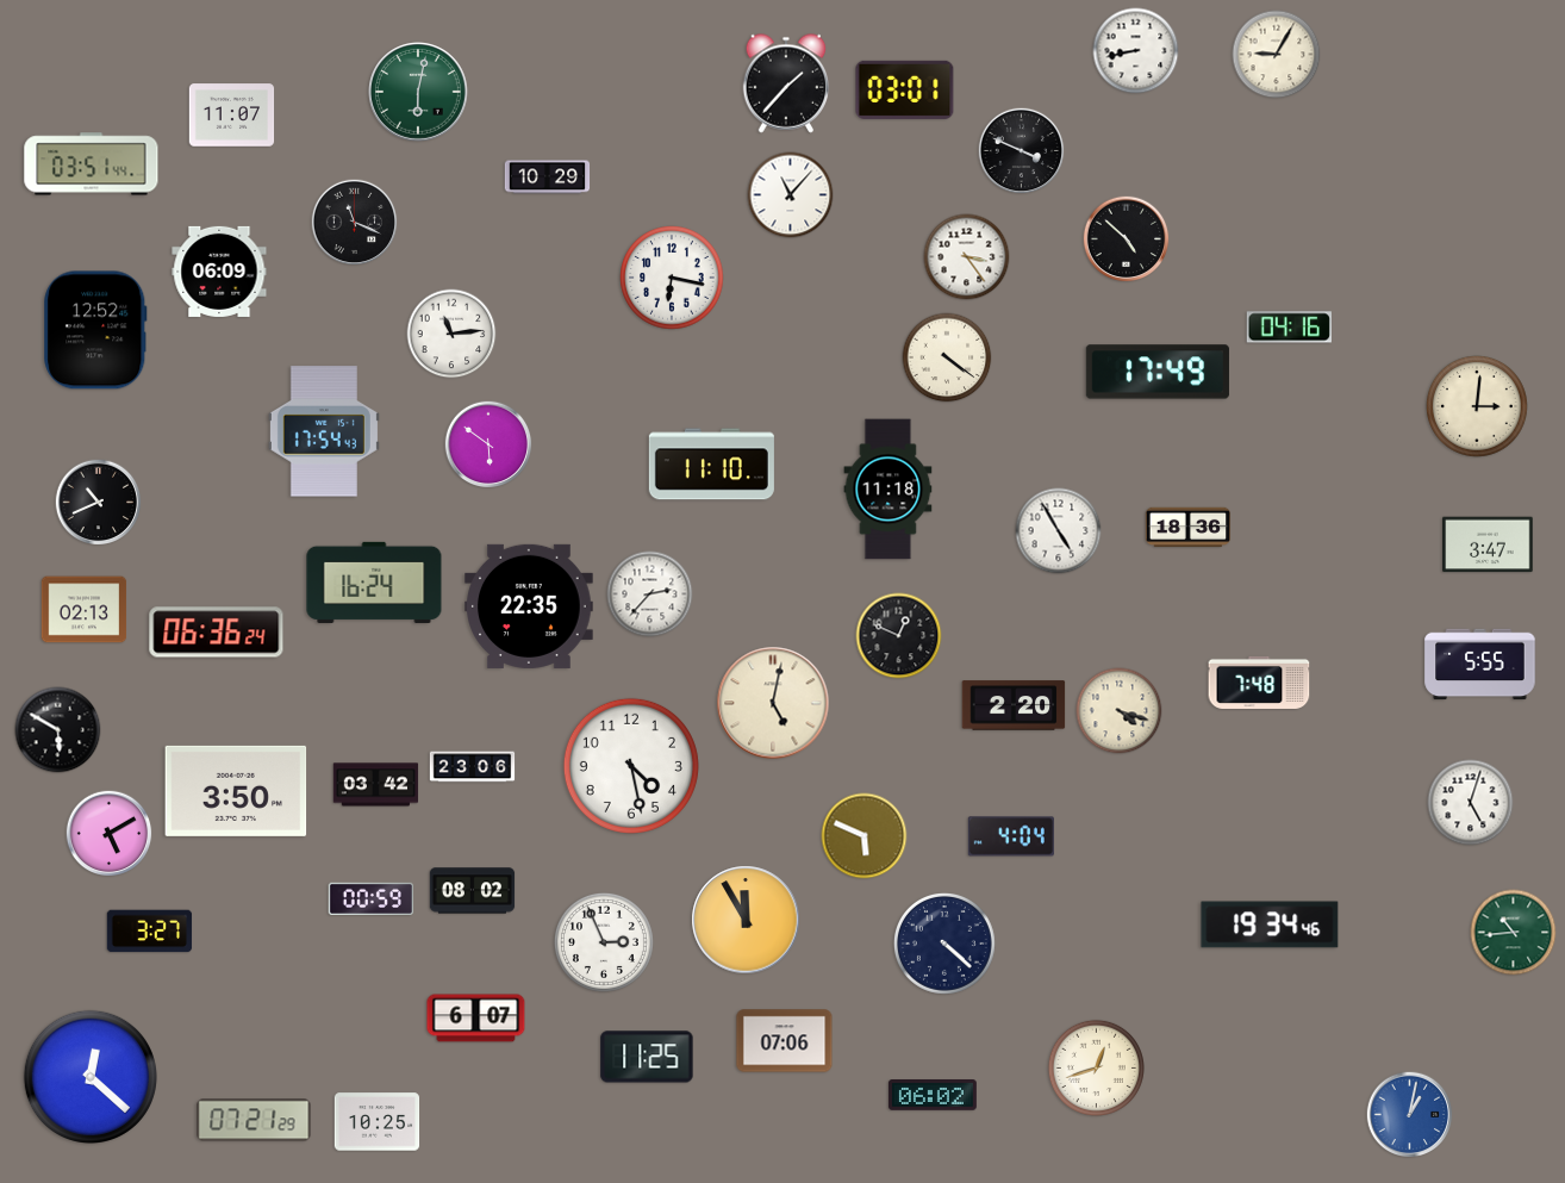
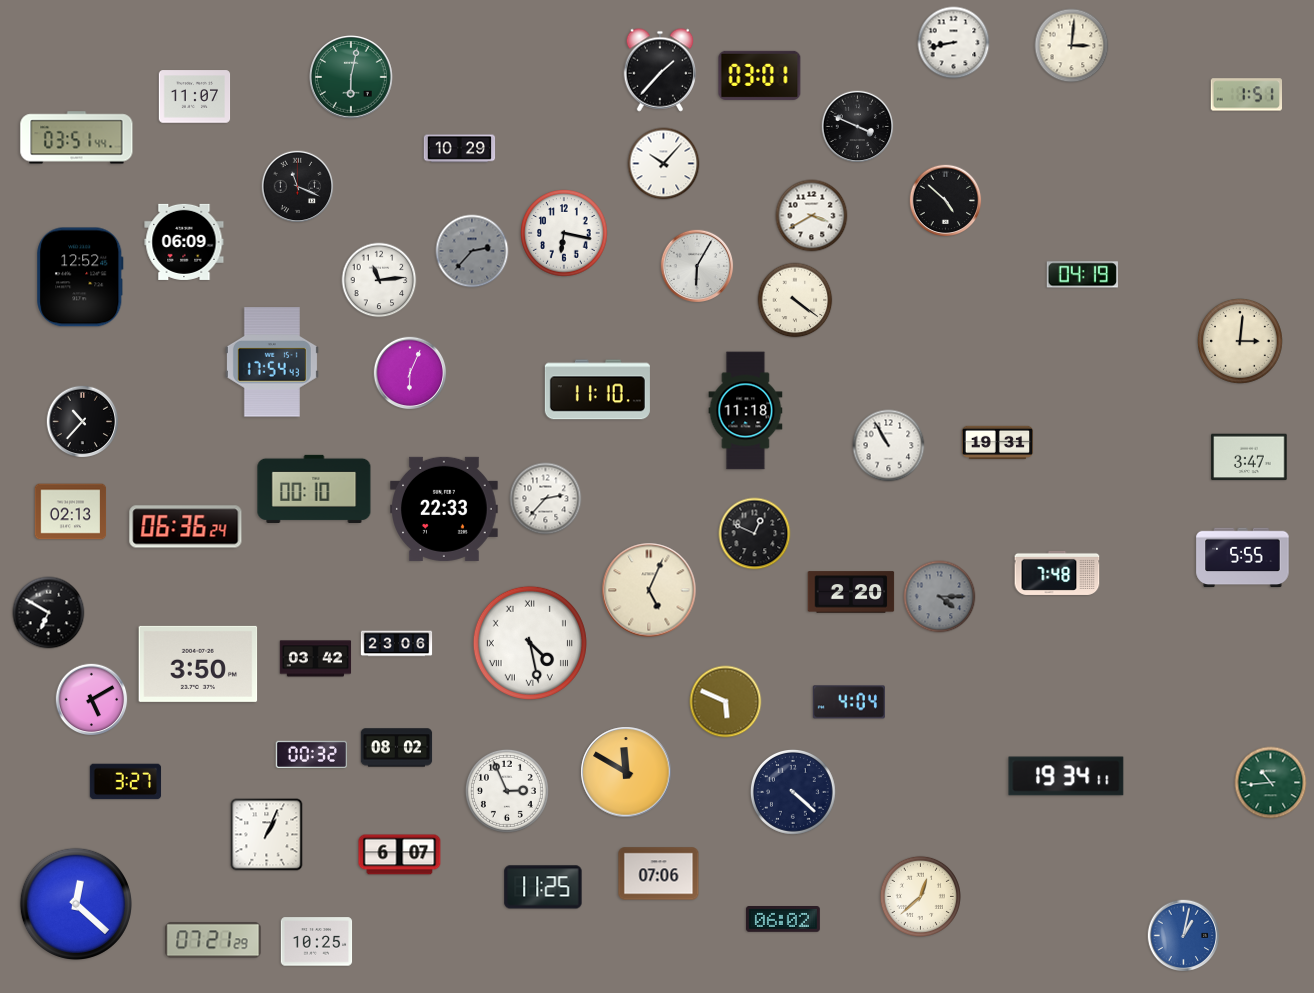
clock at (1277, 55): 9:05 -> 3:01
clock at (1246, 95): none -> 1:51
clock at (791, 195): 11:07 -> 10:07
clock at (967, 257): 3:24 -> 3:40
clock at (219, 272) position: (219, 272) -> (184, 242)
clock at (472, 251): none -> 2:37
clock at (697, 266): none -> 6:05
clock at (1289, 328): 04:16 -> 04:19
clock at (1158, 372): 17:49 -> none
clock at (488, 444): 5:51 -> 6:04
clock at (99, 503): 10:41 -> 10:37
clock at (1189, 528): 18:36 -> 19:31
clock at (1059, 531): 4:55 -> 10:55
clock at (374, 583): 16:24 -> 00:10
clock at (529, 606): 22:35 -> 22:33
clock at (217, 633) position: (217, 633) -> (186, 527)
clock at (773, 703): 5:02 -> 5:04
clock at (1120, 711): 4:18 -> 4:15
clock at (1120, 711) dial: cream -> grey
clock at (58, 730): 5:50 -> 6:50
clock at (631, 766) numerals: Arabic -> Roman
clock at (1471, 803): 5:03 -> none
clock at (370, 898): 00:59 -> 00:32
clock at (746, 920): 11:55 -> 11:50
clock at (1270, 924): 19:34:46 -> 19:34:11
clock at (267, 835): none -> 1:04
clock at (1096, 1067): 12:42 -> 12:38
